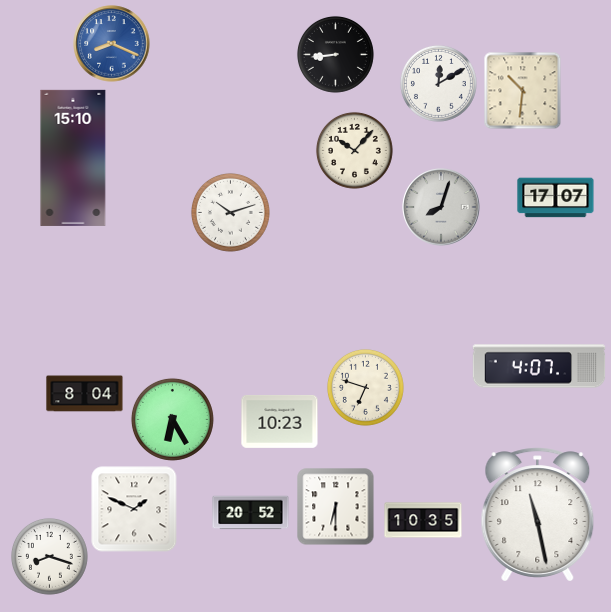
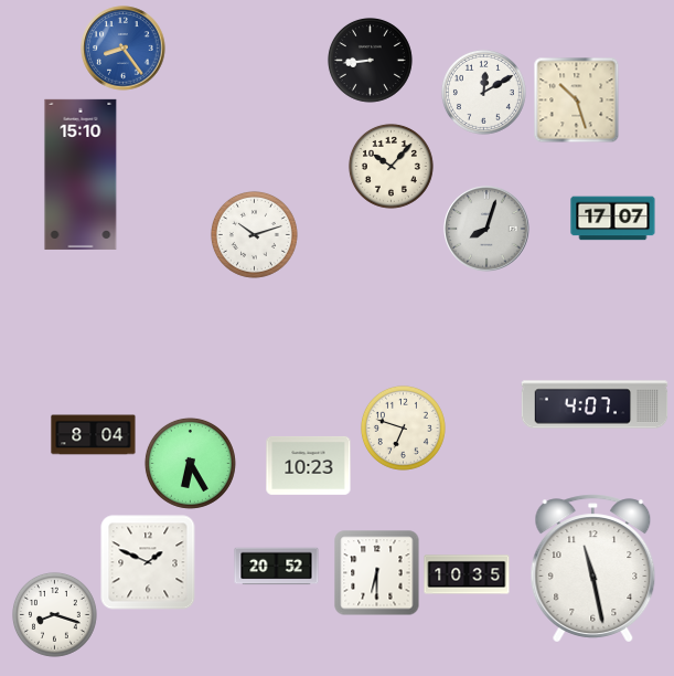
clock at (112, 44): 8:19 -> 8:24
clock at (522, 90): 10:31 -> 10:27
clock at (336, 507) position: (336, 507) -> (377, 573)
